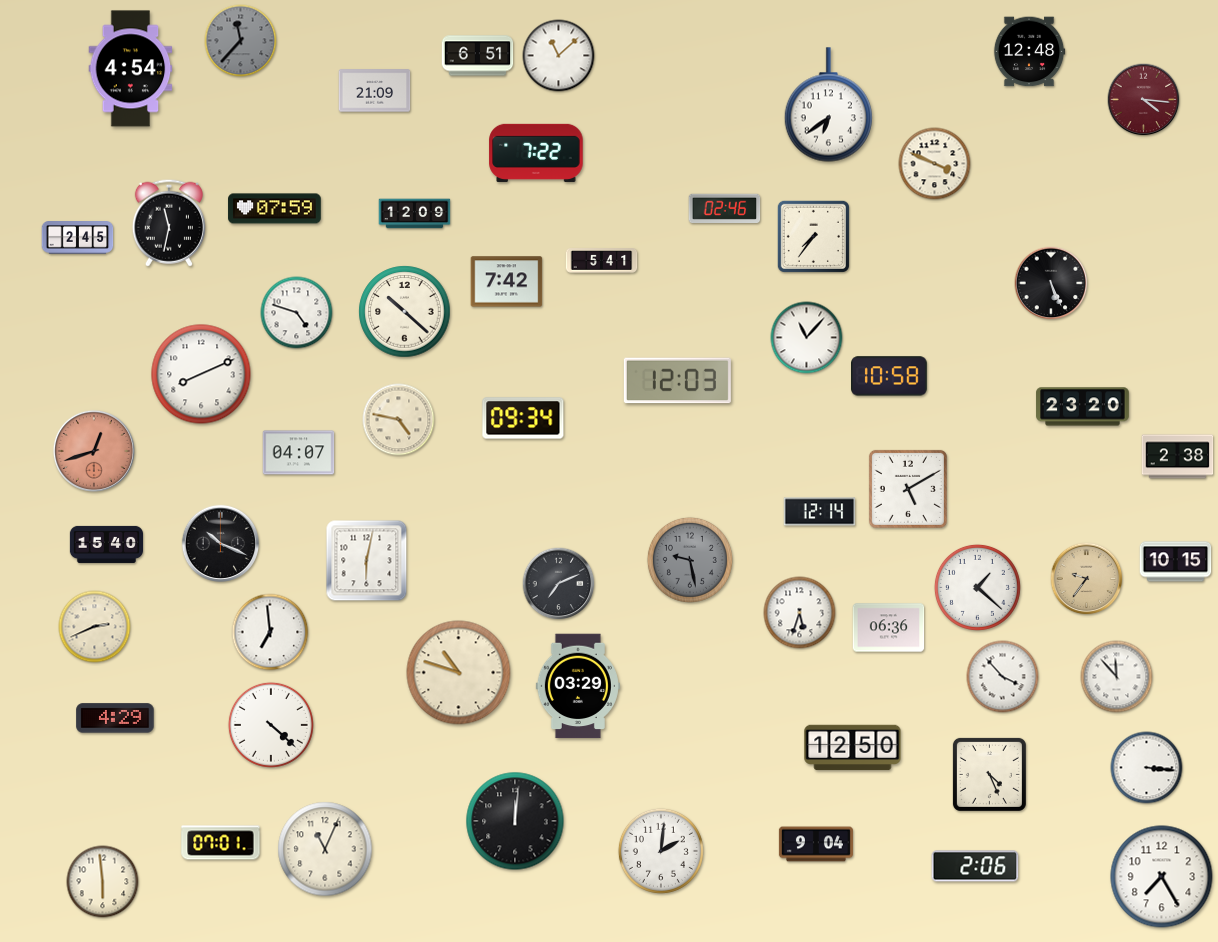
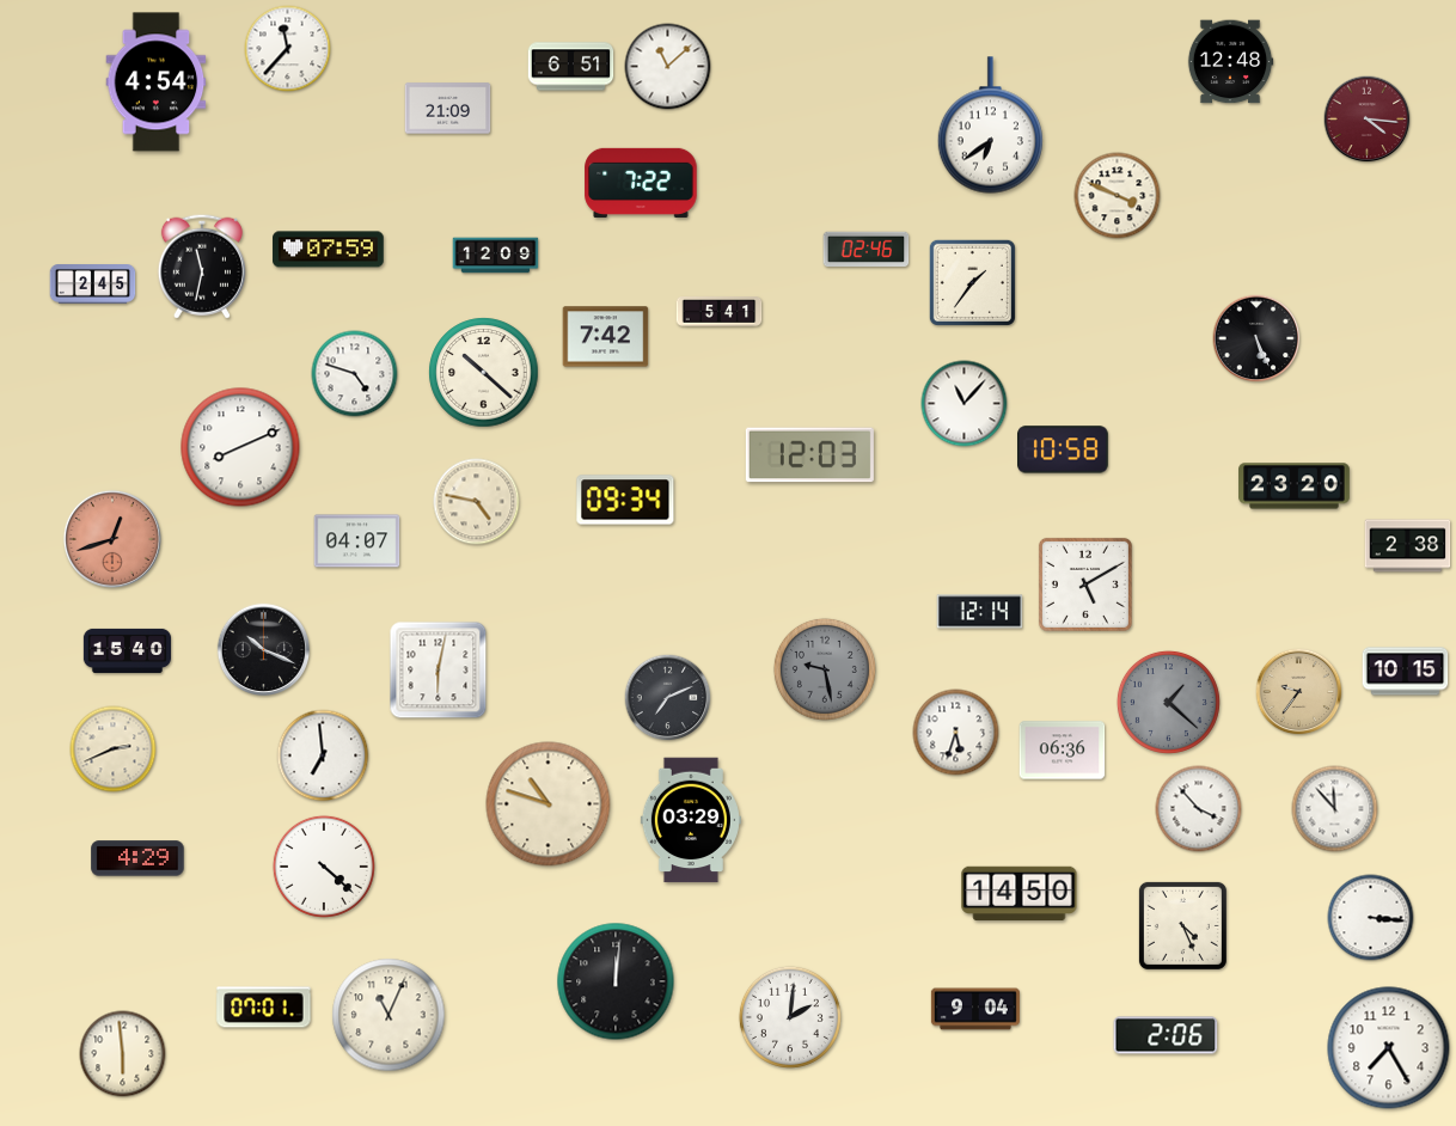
clock at (241, 41) dial: grey -> white
clock at (813, 236): 7:36 -> 1:36
clock at (977, 587) dial: white -> grey
clock at (853, 748): 12:50 -> 14:50
